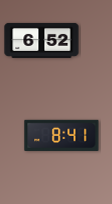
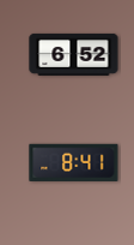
clock at (42, 40) position: (42, 40) -> (74, 54)
